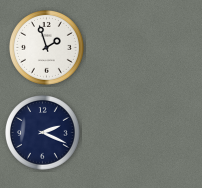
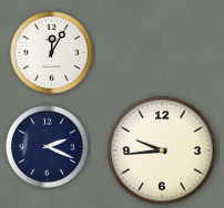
clock at (47, 48): 1:57 -> 12:05
clock at (162, 150): none -> 9:44
